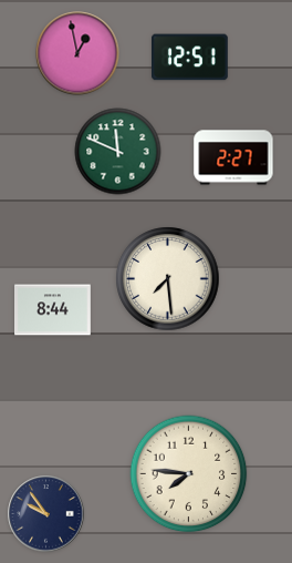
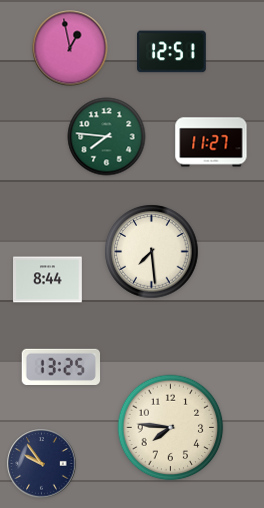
clock at (118, 152): 11:49 -> 7:46
clock at (233, 157): 2:27 -> 11:27
clock at (61, 367): none -> 13:25
